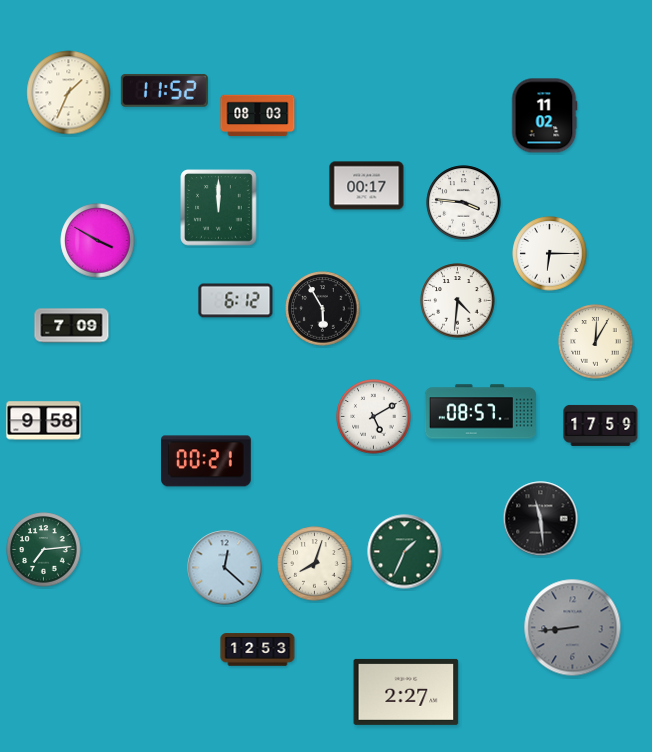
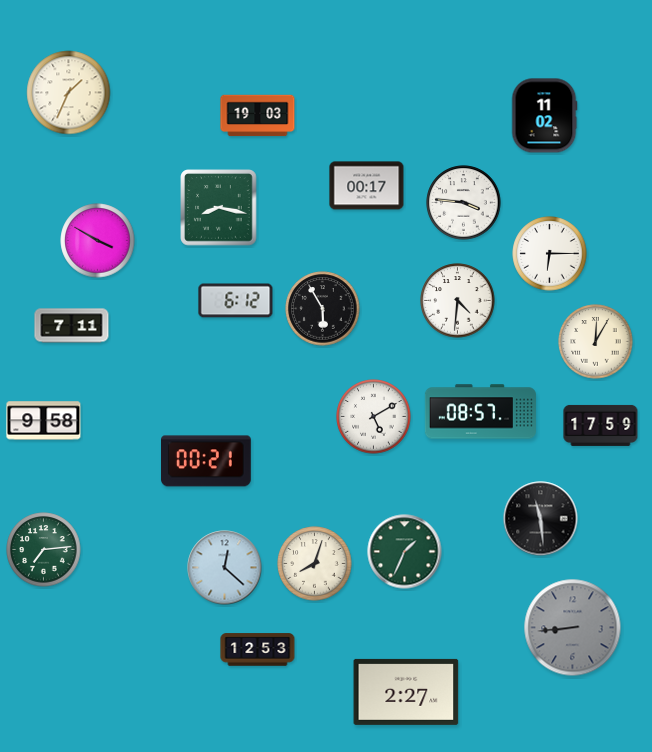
clock at (164, 90): 11:52 -> none
clock at (258, 116): 08:03 -> 19:03
clock at (219, 208): 12:00 -> 8:17
clock at (72, 326): 7:09 -> 7:11
